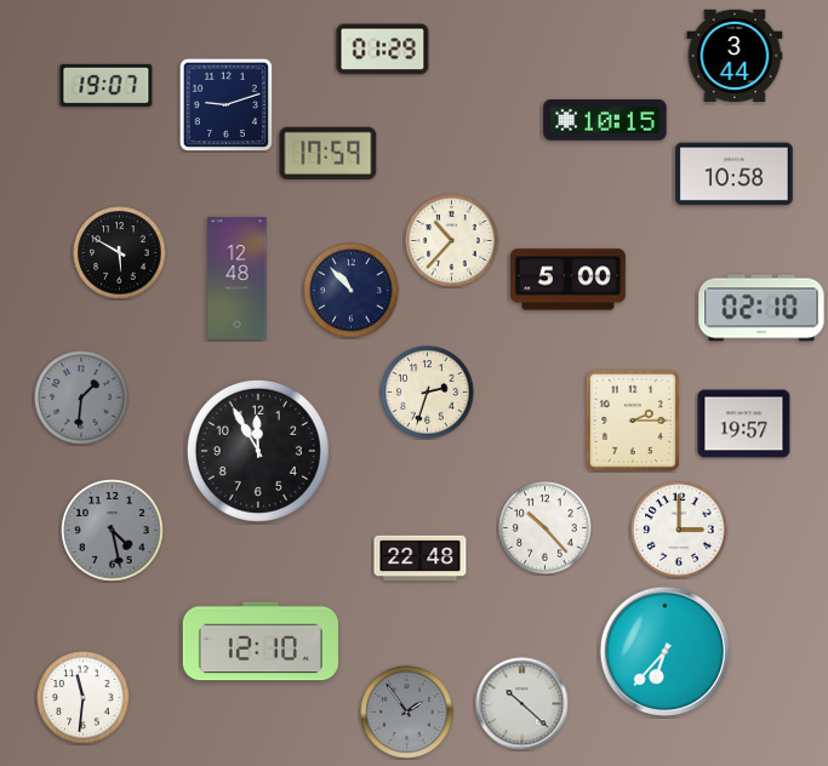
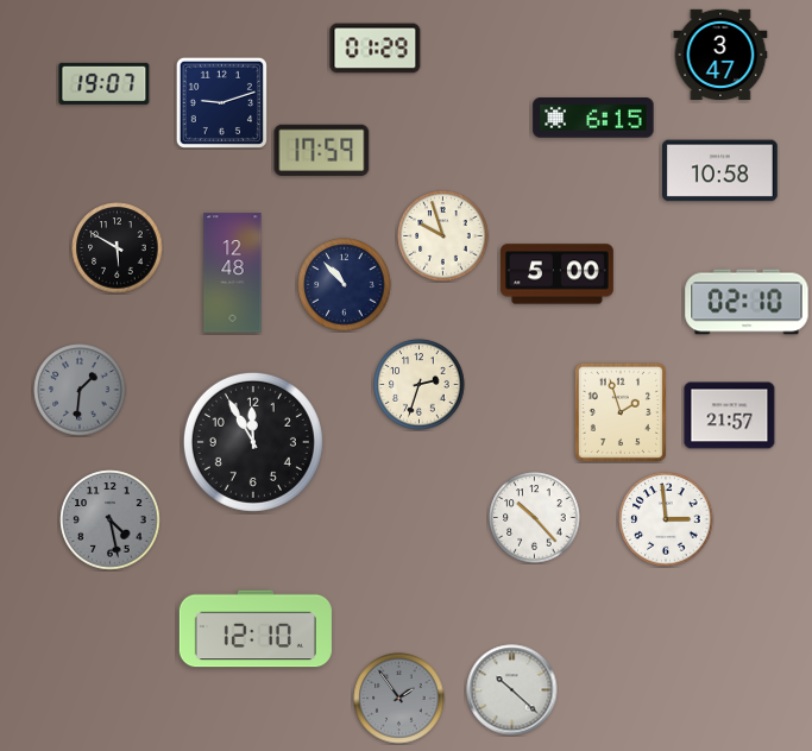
clock at (735, 55): 3:44 -> 3:47
clock at (605, 120): 10:15 -> 6:15
clock at (452, 241): 10:37 -> 9:57
clock at (633, 421): 2:15 -> 1:57
clock at (744, 424): 19:57 -> 21:57
clock at (679, 530): 3:00 -> 2:59
clock at (421, 559): 22:48 -> none
clock at (666, 652): 6:37 -> none
clock at (84, 698): 11:31 -> none
